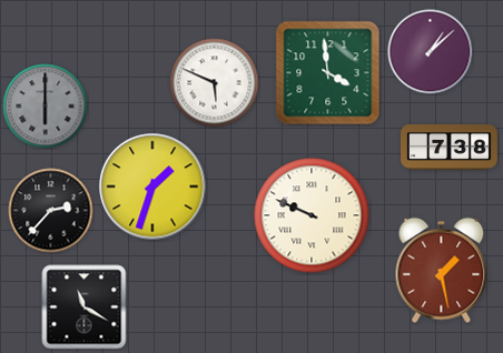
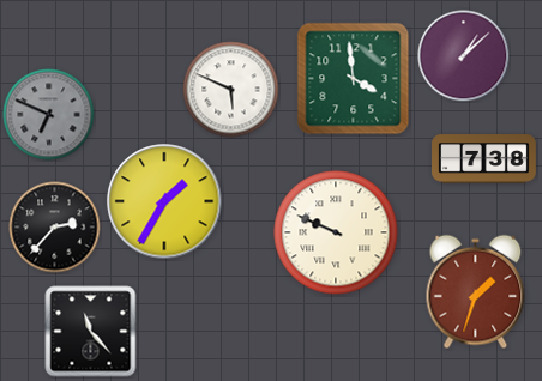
clock at (46, 107): 6:00 -> 6:49
clock at (152, 186): 1:33 -> 1:35
clock at (442, 271): 1:28 -> 1:33
clock at (85, 307): 11:20 -> 11:23
